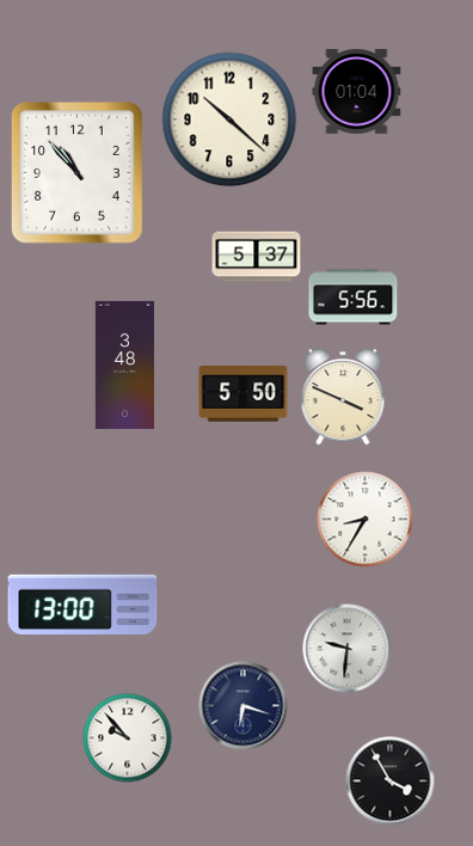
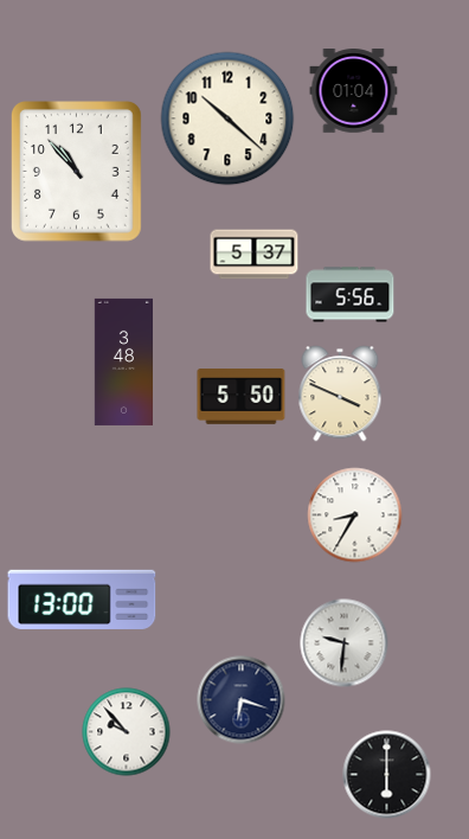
clock at (244, 394) position: (244, 394) -> (242, 397)
clock at (365, 520) position: (365, 520) -> (355, 515)
clock at (391, 781): 3:55 -> 6:00
